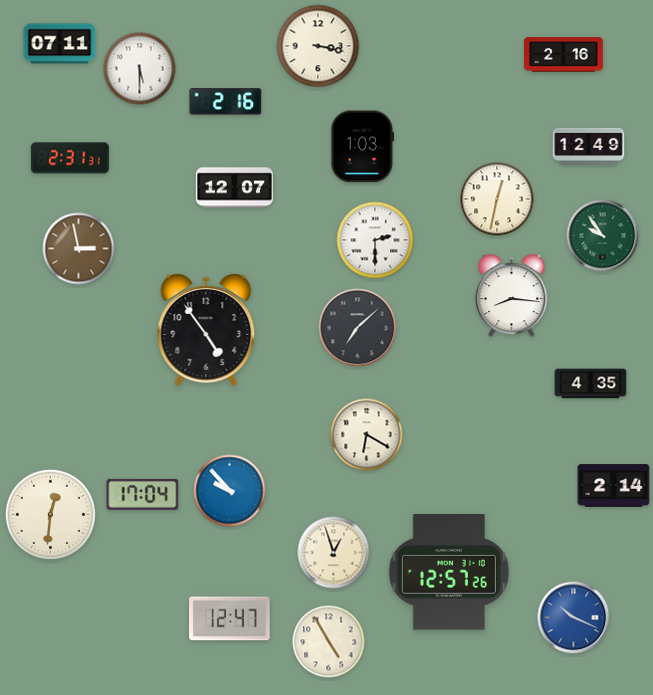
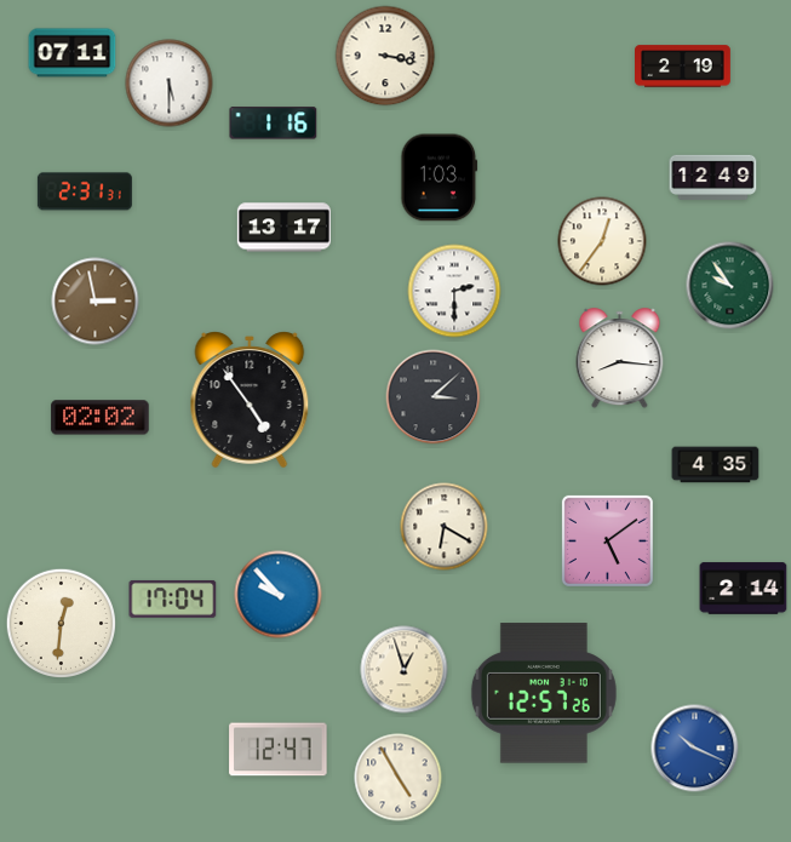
clock at (564, 55): 2:16 -> 2:19
clock at (226, 102): 2:16 -> 1:16
clock at (234, 188): 12:07 -> 13:17
clock at (497, 199): 12:32 -> 12:36
clock at (358, 328): 7:08 -> 3:08
clock at (101, 418): none -> 02:02
clock at (607, 540): none -> 5:09
